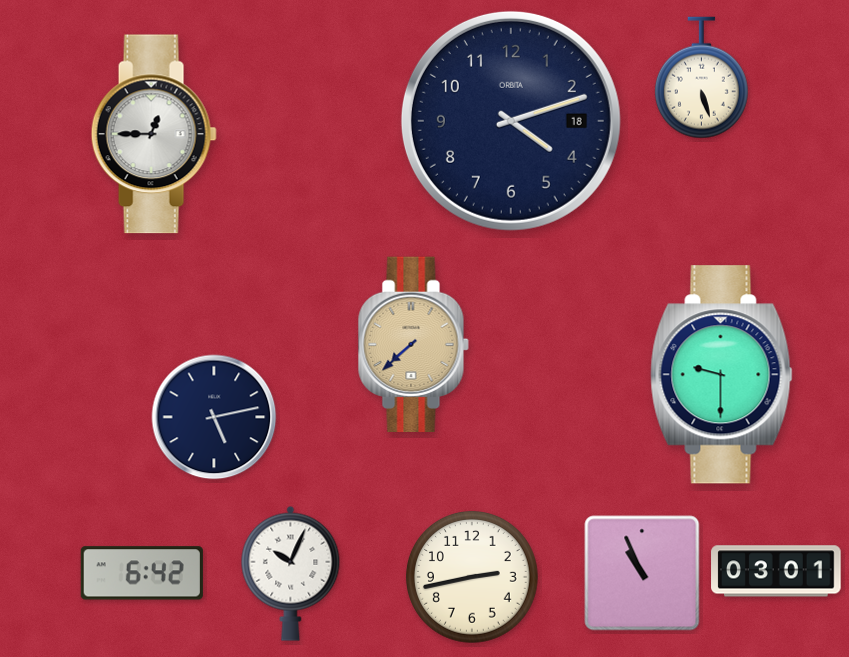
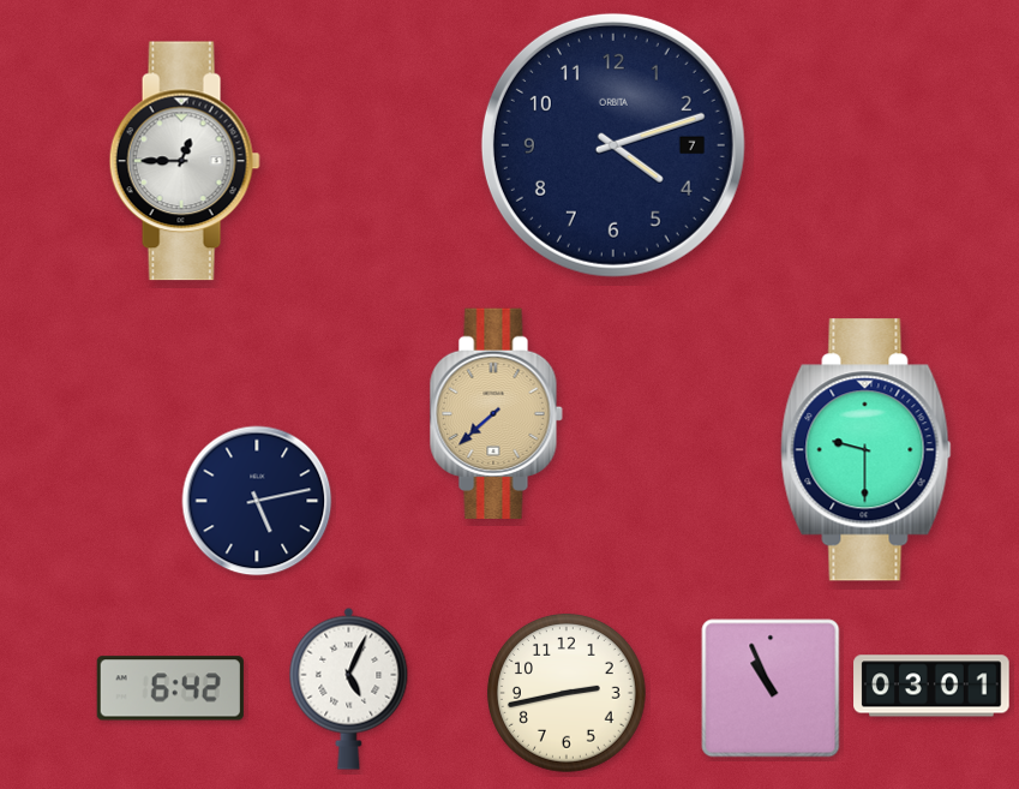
clock at (701, 78): 5:27 -> none
clock at (511, 121) date: 18 -> 7
clock at (291, 573): 10:04 -> 5:04
